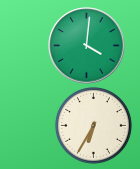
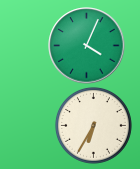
clock at (87, 46): 4:01 -> 4:04
